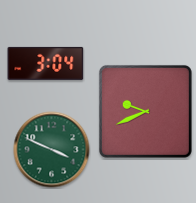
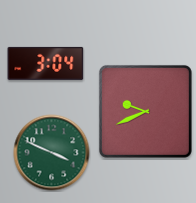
clock at (52, 150) position: (52, 150) -> (52, 153)
